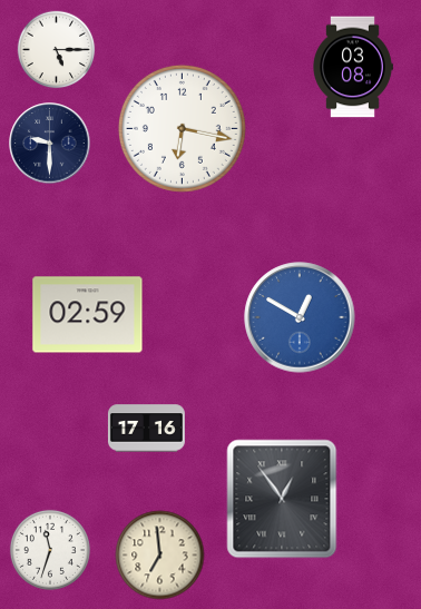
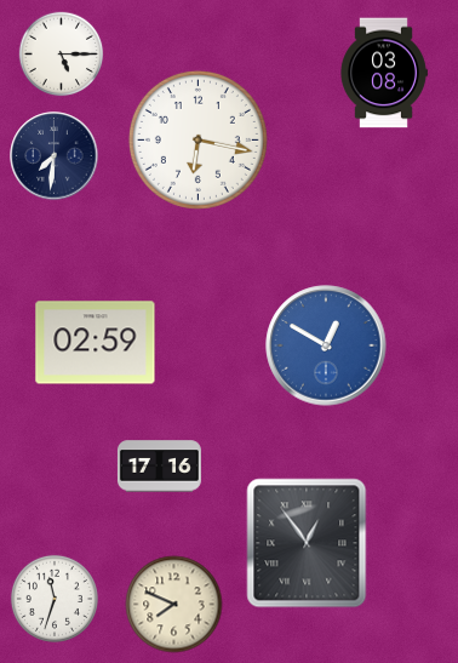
clock at (50, 144): 9:30 -> 7:31
clock at (160, 556): 6:59 -> 7:49
